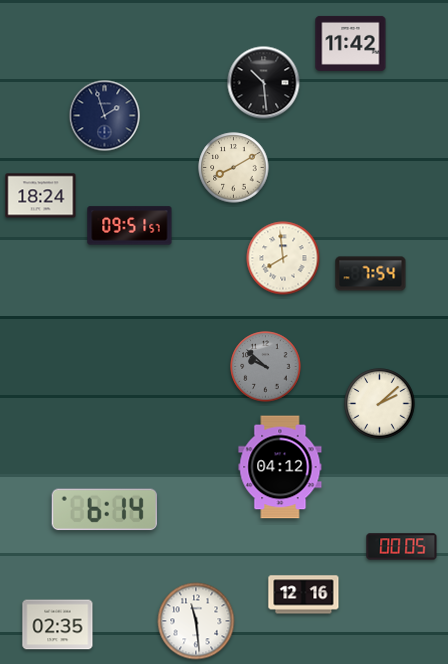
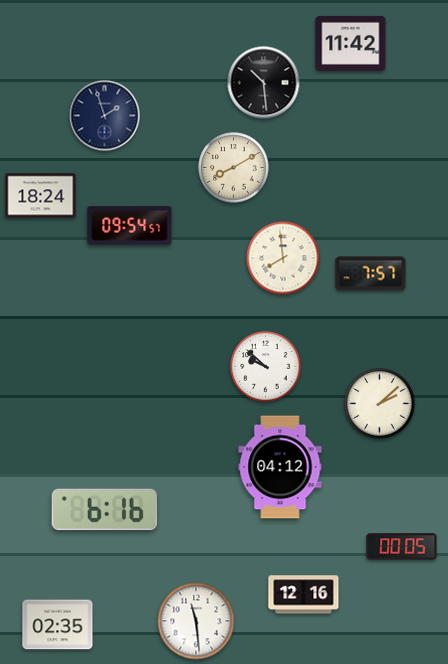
clock at (130, 226): 09:51 -> 09:54
clock at (371, 274): 7:54 -> 7:57
clock at (266, 367) dial: grey -> white
clock at (104, 510): 6:14 -> 6:16
